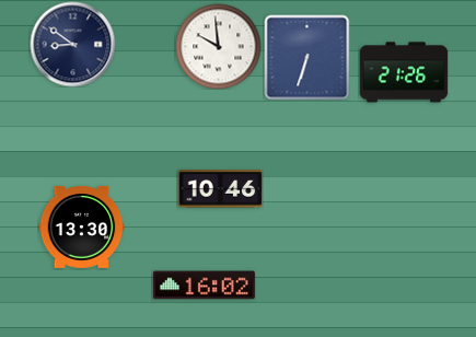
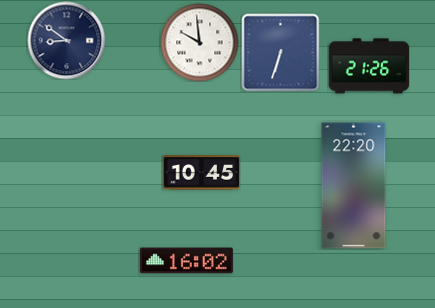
clock at (220, 189): 10:46 -> 10:45
clock at (354, 186): none -> 22:20
clock at (81, 228): 13:30 -> none
